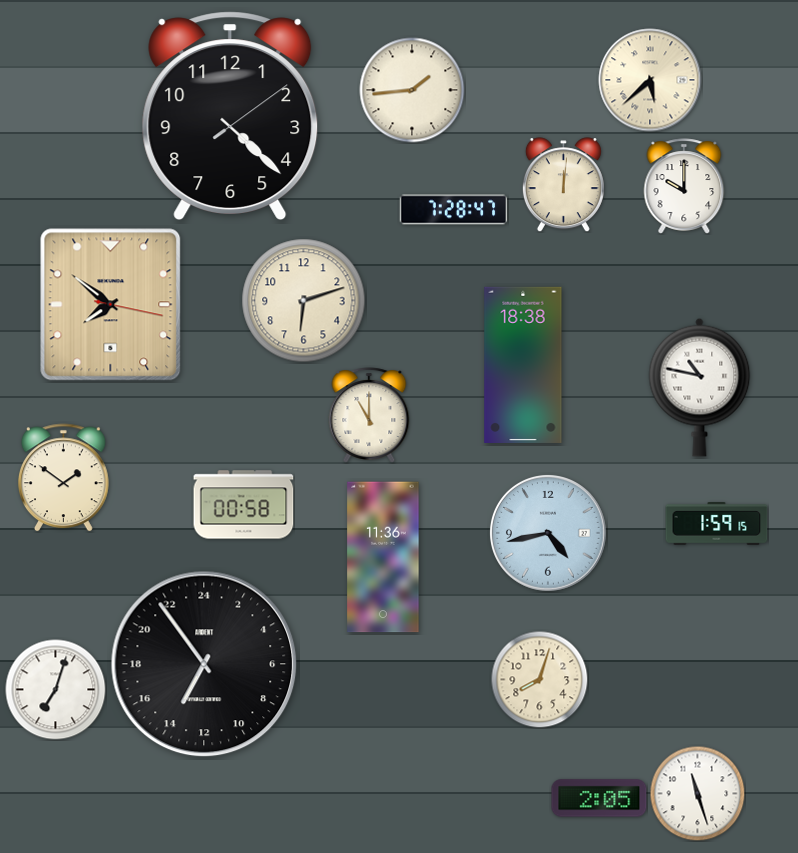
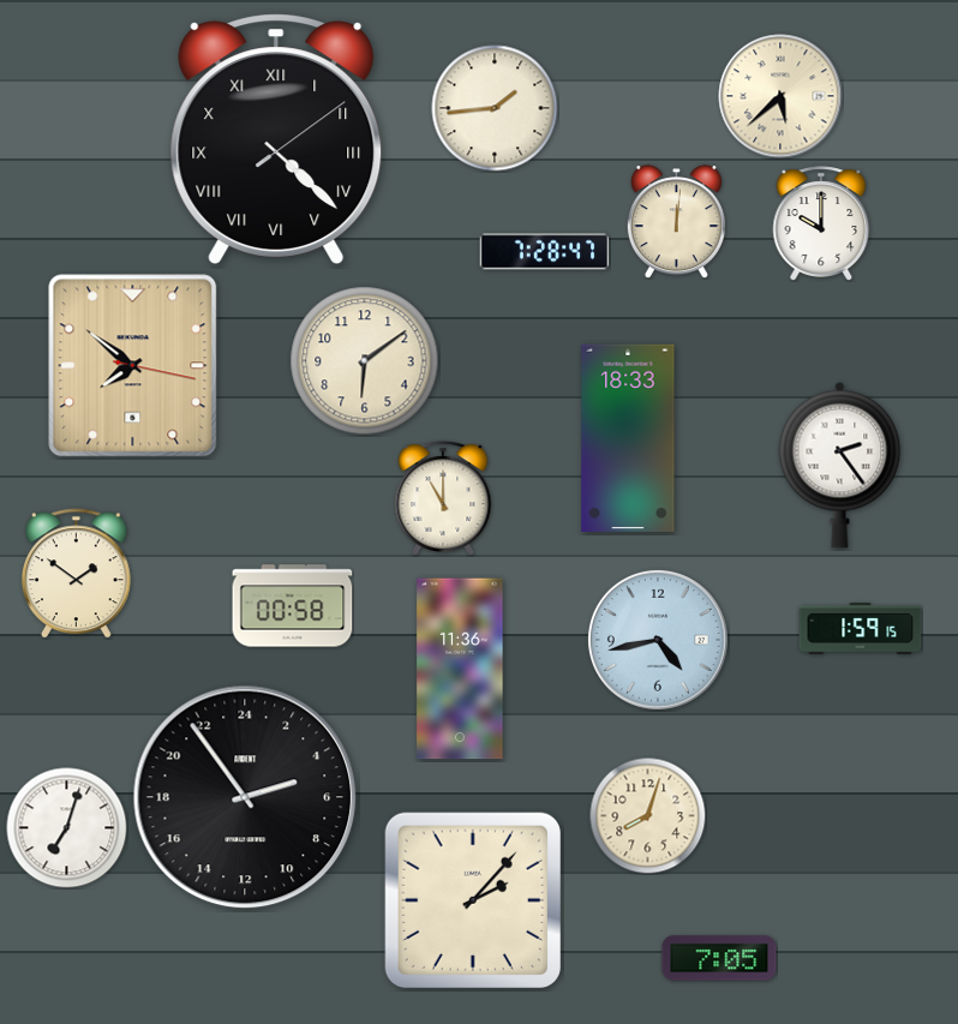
clock at (230, 115) numerals: Arabic -> Roman
clock at (304, 301): 6:12 -> 6:09
clock at (523, 365): 18:38 -> 18:33
clock at (700, 387): 10:47 -> 2:24
clock at (204, 664): 13:54 -> 4:54
clock at (472, 899): none -> 2:07
clock at (697, 793): 11:27 -> none
clock at (599, 798): 2:05 -> 7:05
